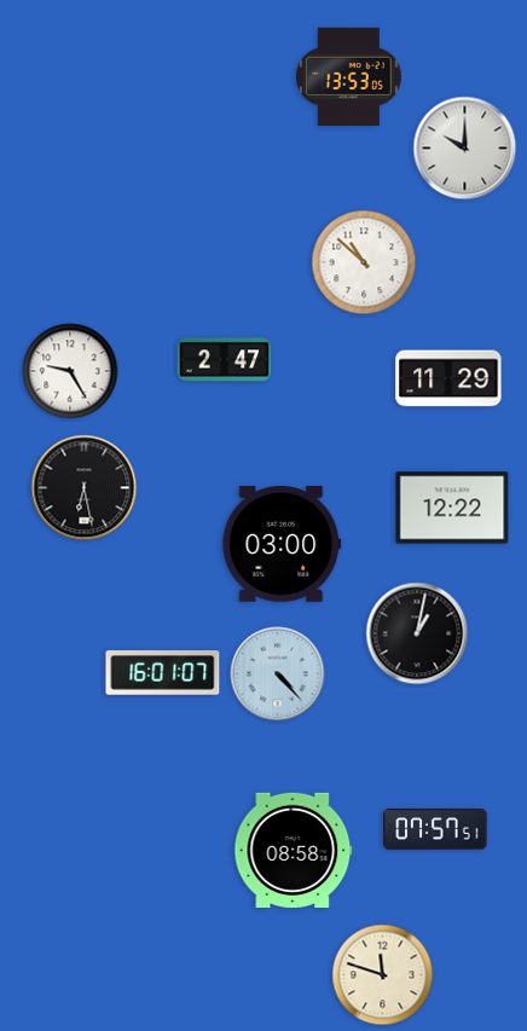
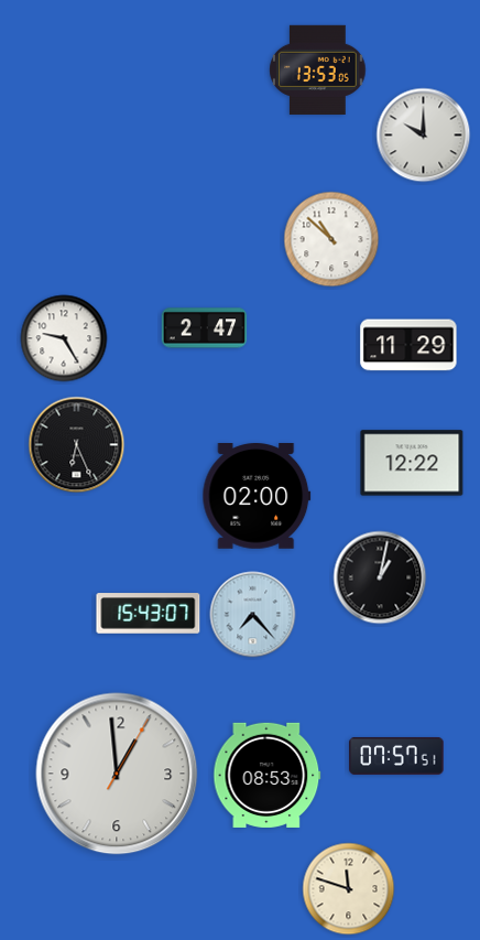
clock at (85, 488): 6:28 -> 6:26
clock at (282, 545): 03:00 -> 02:00
clock at (163, 673): 16:01 -> 15:43
clock at (278, 674): 4:23 -> 7:23
clock at (117, 774): none -> 12:59
clock at (294, 850): 08:58 -> 08:53
